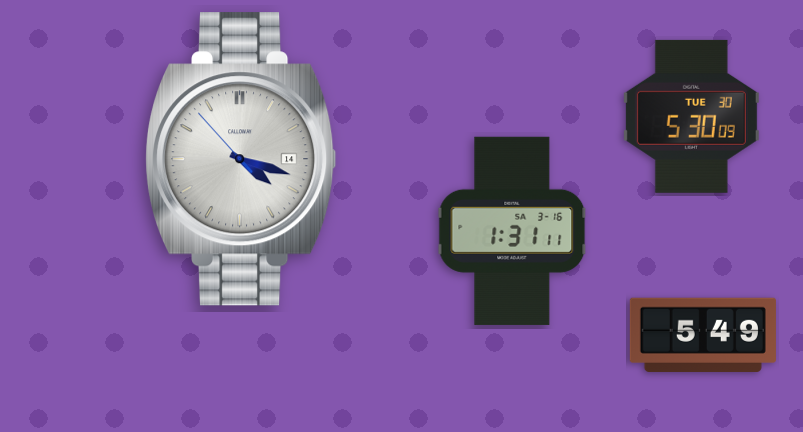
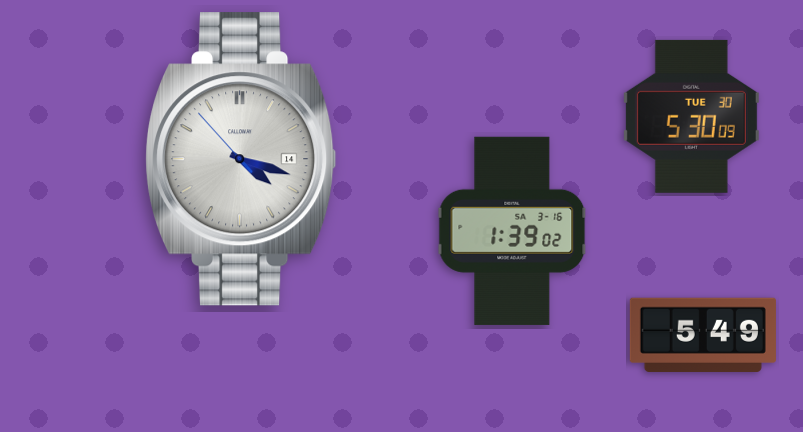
clock at (512, 231): 1:31 -> 1:39
